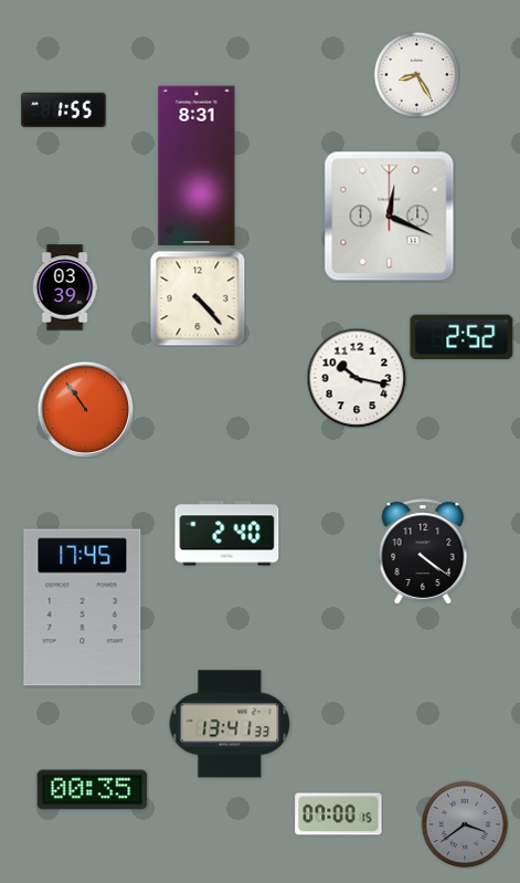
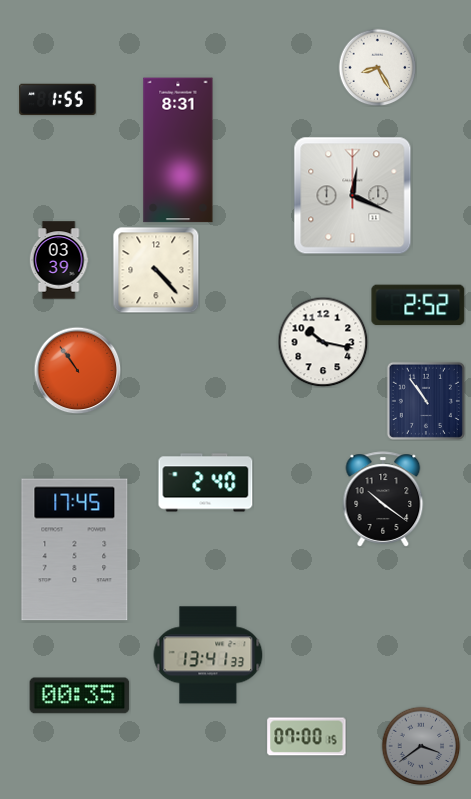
clock at (198, 298) position: (198, 298) -> (156, 270)
clock at (426, 401): none -> 10:54
clock at (423, 551): 4:21 -> 10:21
clock at (93, 790) position: (93, 790) -> (80, 696)
